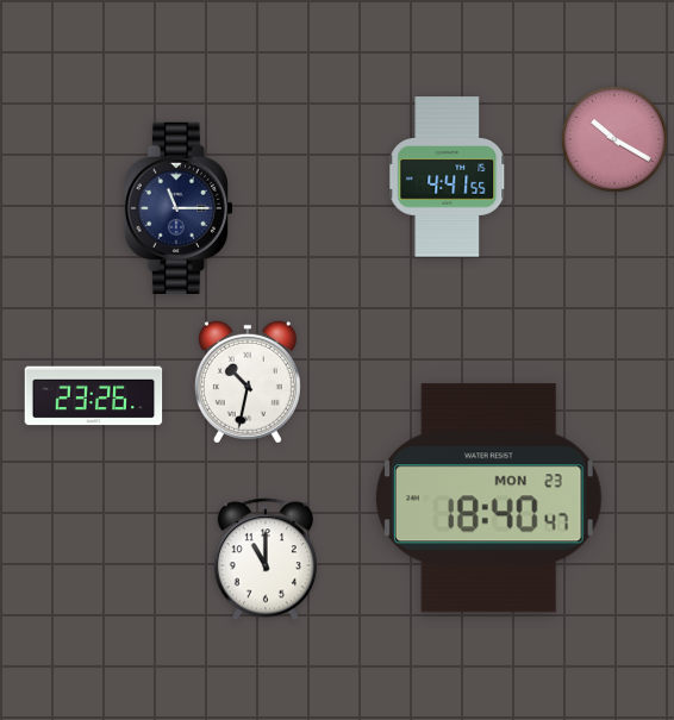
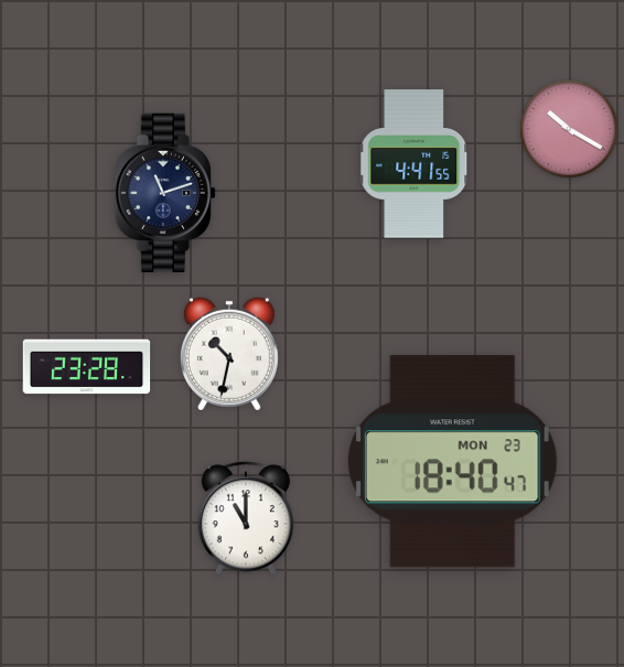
clock at (179, 208): 11:15 -> 11:12
clock at (94, 396): 23:26 -> 23:28
